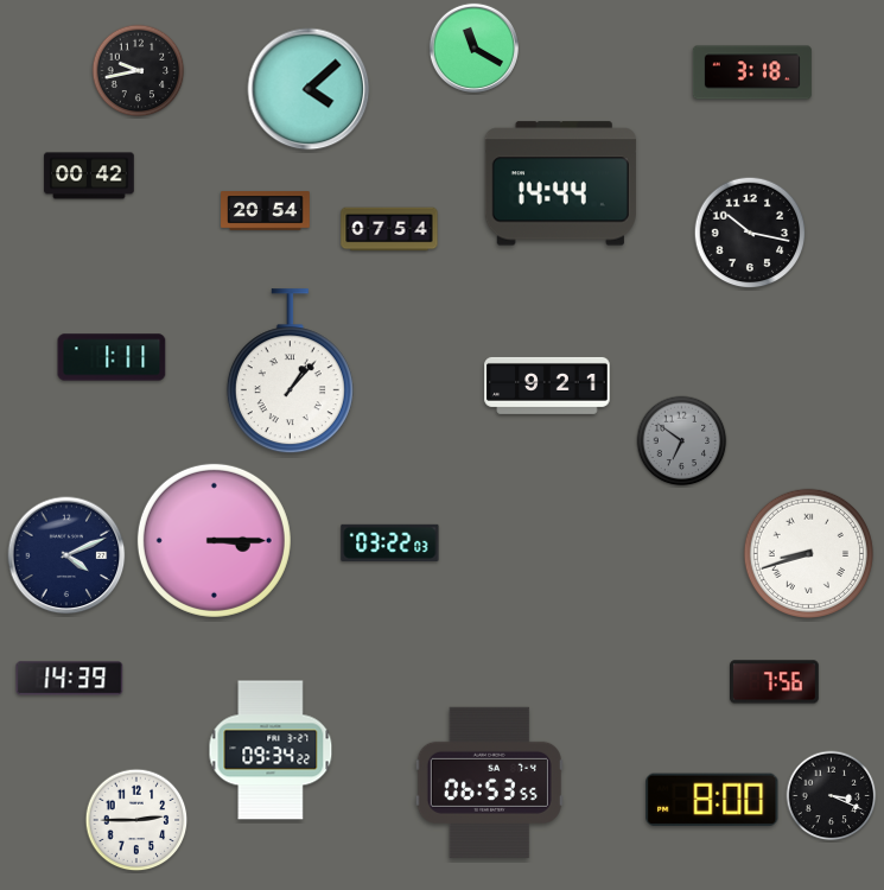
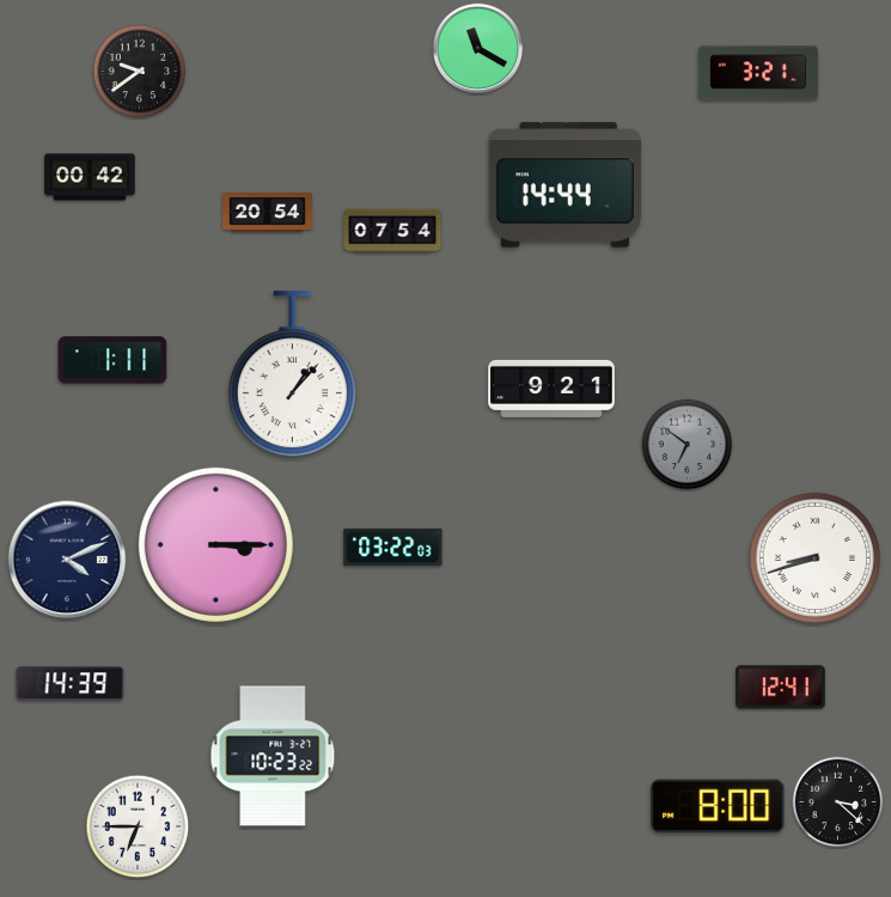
clock at (139, 71): 9:43 -> 9:39
clock at (752, 72): 3:18 -> 3:21
clock at (309, 89): 4:08 -> none
clock at (750, 233): 10:17 -> none
clock at (775, 682): 7:56 -> 12:41
clock at (271, 750): 09:34 -> 10:23
clock at (489, 782): 06:53 -> none
clock at (832, 796): 3:19 -> 3:22
clock at (136, 820): 2:45 -> 6:45
